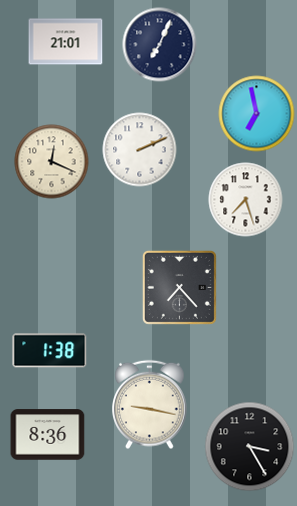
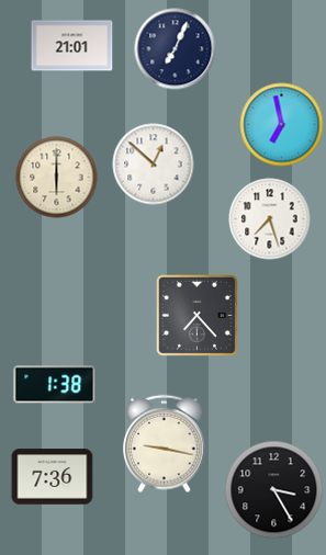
clock at (140, 150): 2:11 -> 12:52
clock at (52, 162): 12:19 -> 6:00
clock at (48, 435): 8:36 -> 7:36
